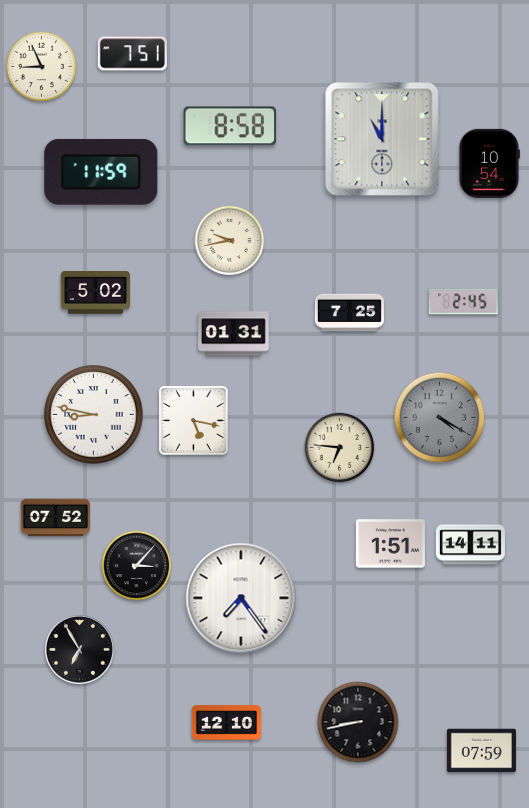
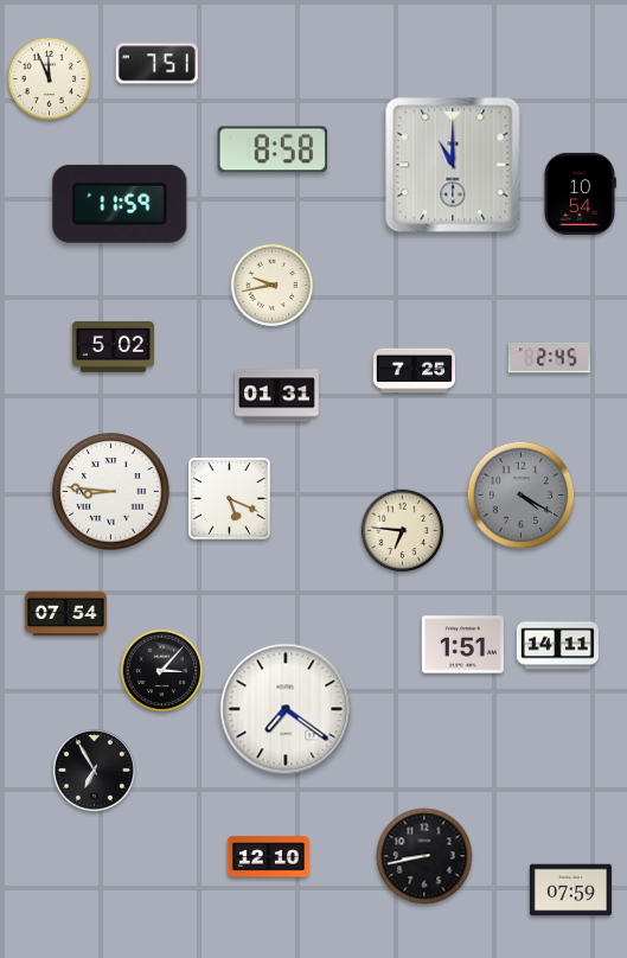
clock at (42, 67): 8:56 -> 11:56
clock at (94, 415): 8:47 -> 8:46
clock at (194, 421): 5:17 -> 5:19
clock at (55, 518): 07:52 -> 07:54
clock at (241, 598): 7:24 -> 7:21
